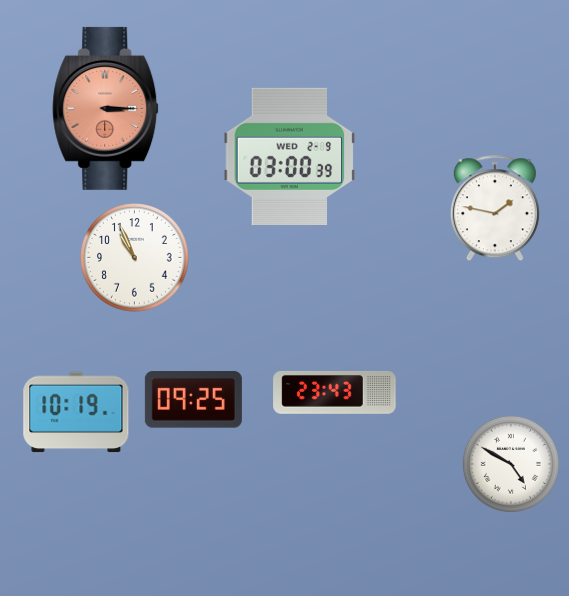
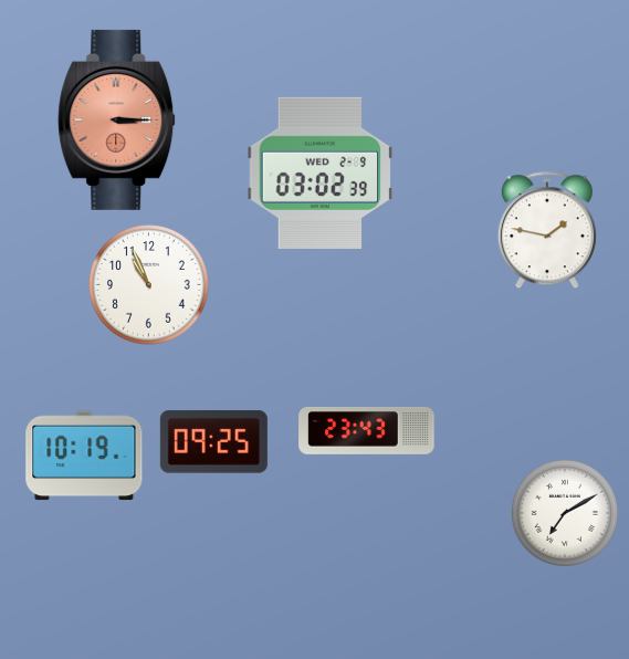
clock at (290, 156): 03:00 -> 03:02
clock at (335, 393) position: (335, 393) -> (367, 431)
clock at (511, 464): 4:50 -> 7:10
